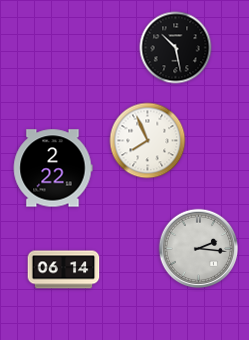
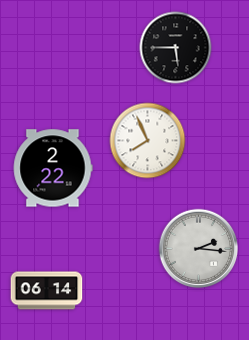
clock at (176, 48): 10:28 -> 5:45
clock at (64, 270) position: (64, 270) -> (47, 291)
